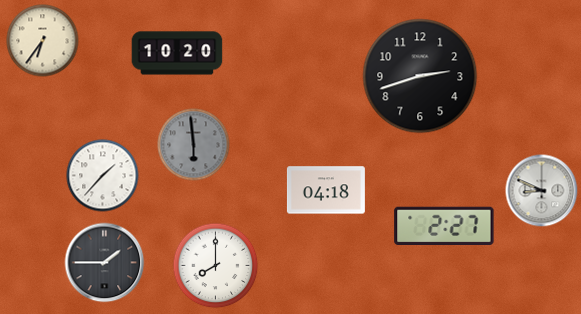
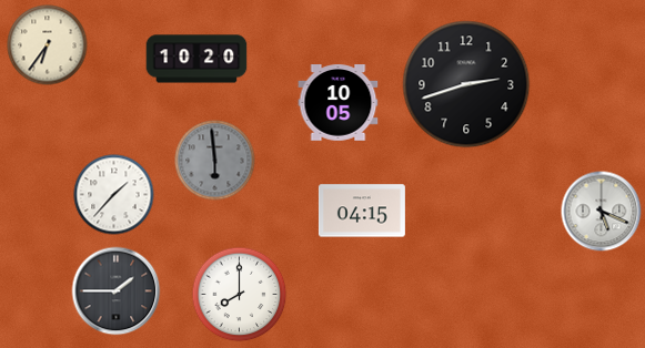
clock at (339, 103): none -> 10:05
clock at (326, 190): 04:18 -> 04:15
clock at (542, 191): 8:49 -> 5:19
clock at (444, 225): 2:27 -> none
